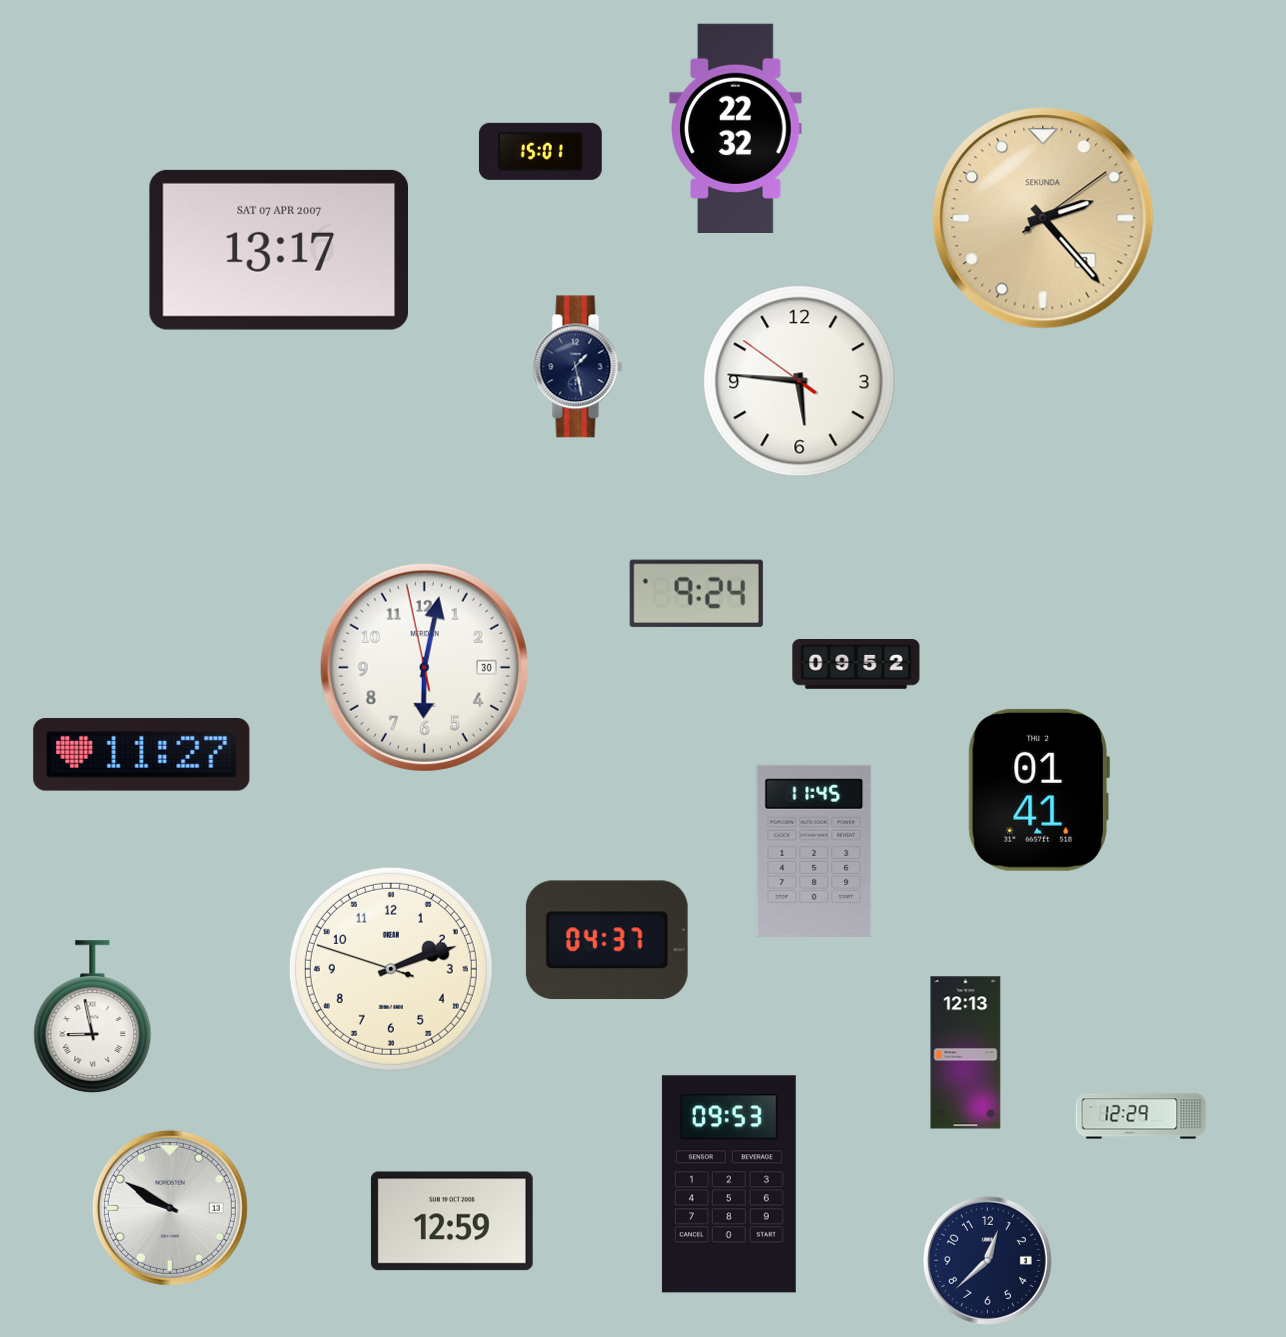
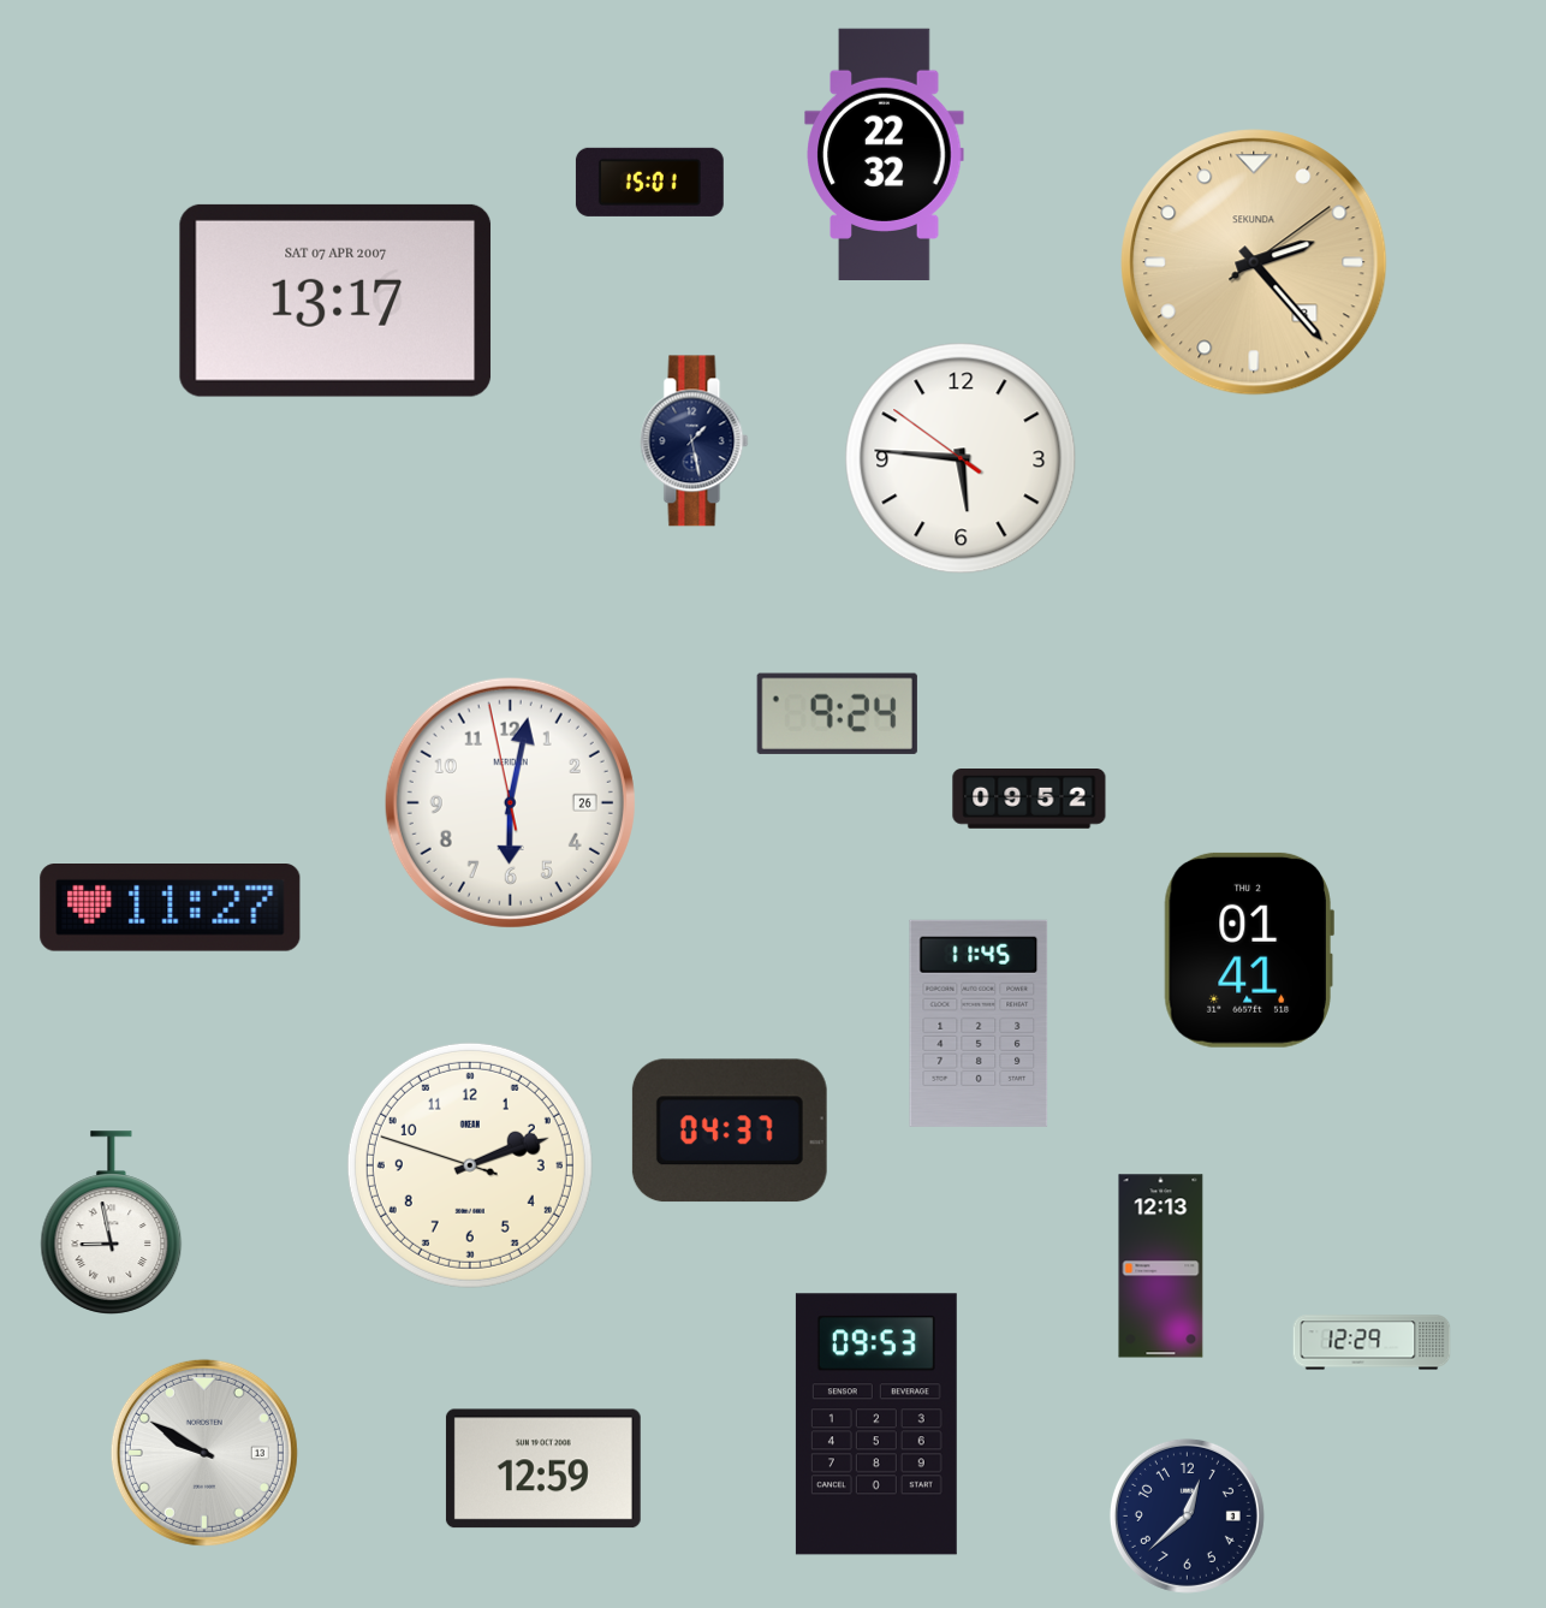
clock at (424, 667) date: 30 -> 26
